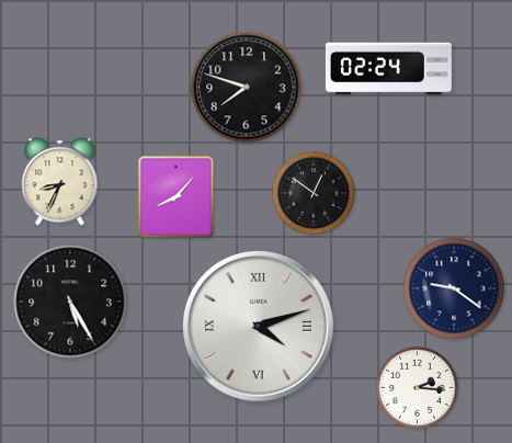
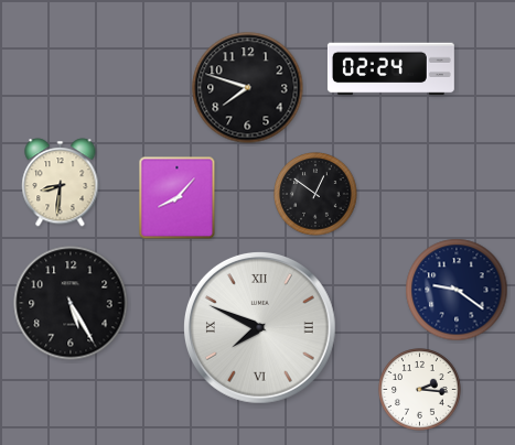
clock at (60, 182): 8:34 -> 8:31
clock at (258, 326): 4:12 -> 7:49
